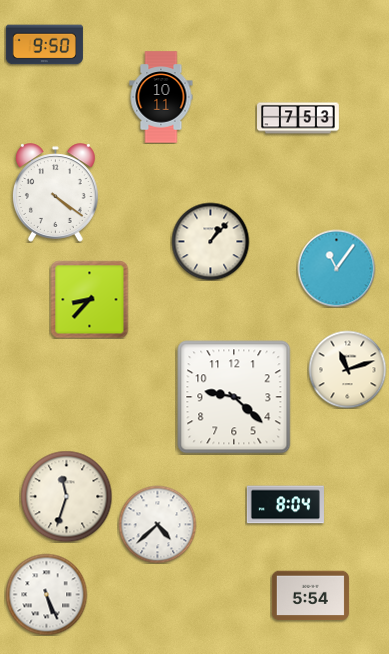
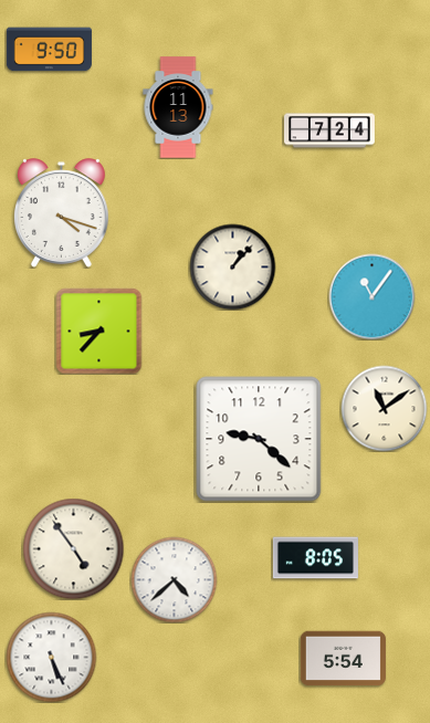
clock at (161, 97): 10:11 -> 11:13
clock at (299, 118): 7:53 -> 7:24
clock at (56, 193): 4:21 -> 4:18
clock at (347, 369): 11:12 -> 11:09
clock at (66, 496): 11:33 -> 4:54
clock at (285, 505): 8:04 -> 8:05
